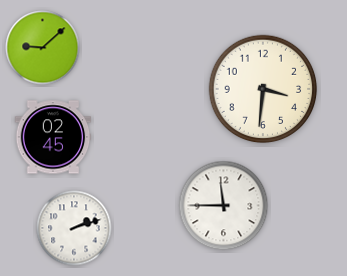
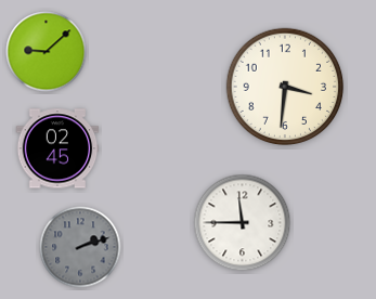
clock at (263, 89) position: (263, 89) -> (285, 87)
clock at (74, 228) dial: white -> grey
